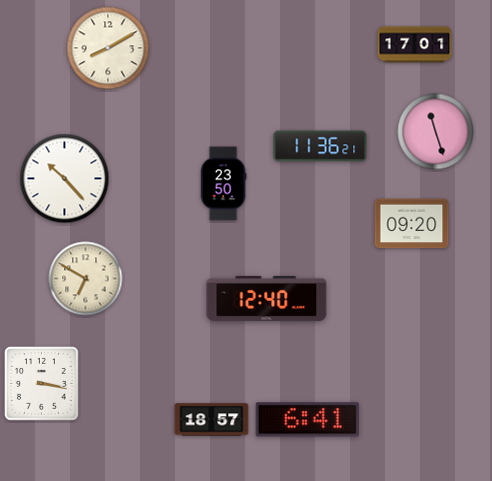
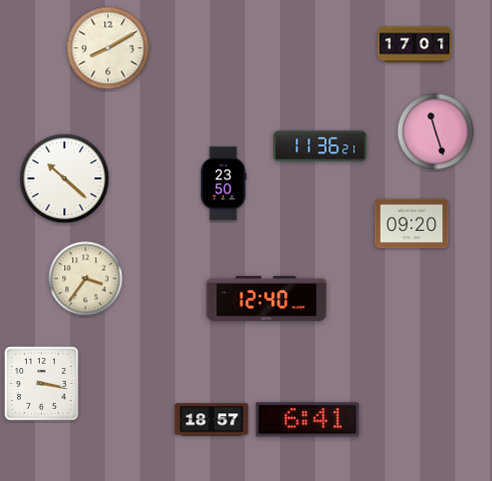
clock at (65, 179): 10:23 -> 10:22
clock at (86, 279): 6:50 -> 3:36
